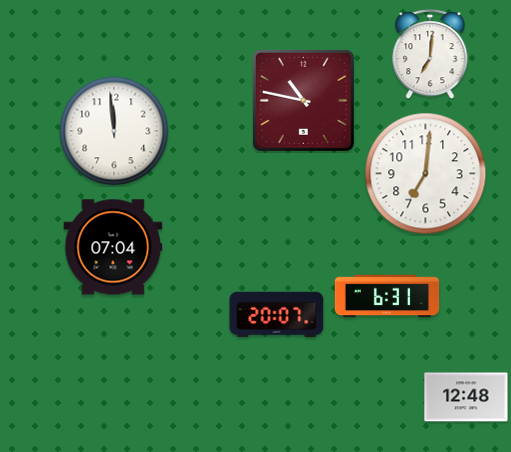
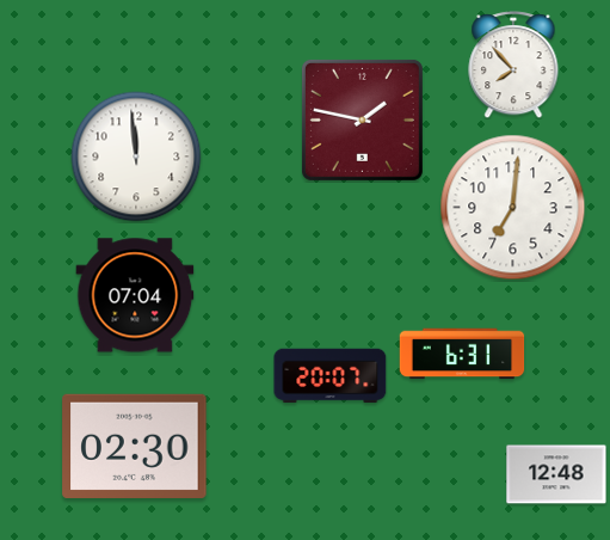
clock at (430, 54): 7:01 -> 7:53
clock at (303, 100): 10:47 -> 1:47
clock at (426, 174) position: (426, 174) -> (513, 208)
clock at (135, 446): none -> 02:30
